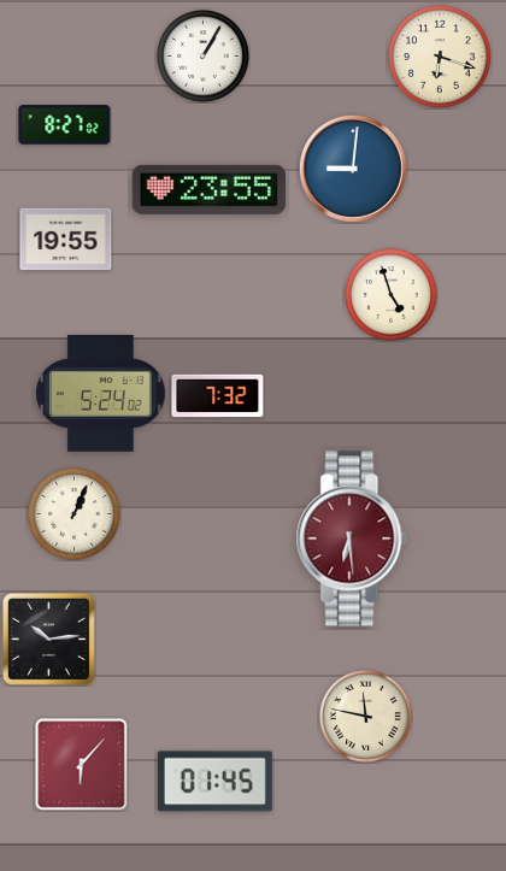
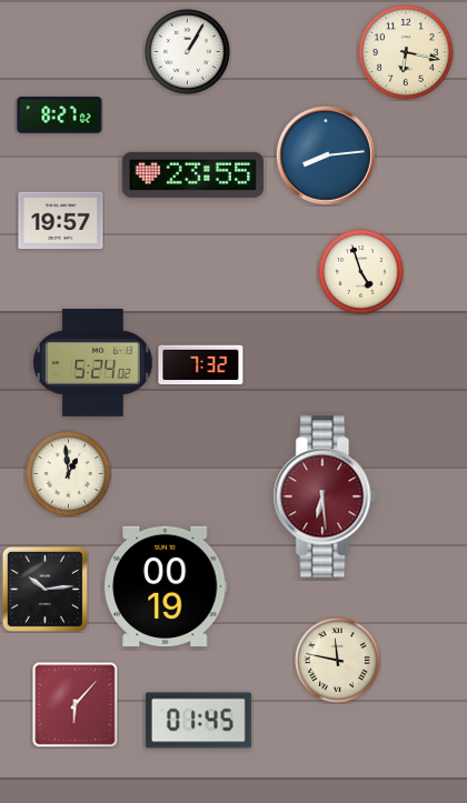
clock at (441, 58): 6:18 -> 6:17
clock at (353, 169): 9:01 -> 8:14
clock at (66, 240): 19:55 -> 19:57
clock at (75, 514): 1:04 -> 12:59
clock at (166, 586): none -> 00:19
